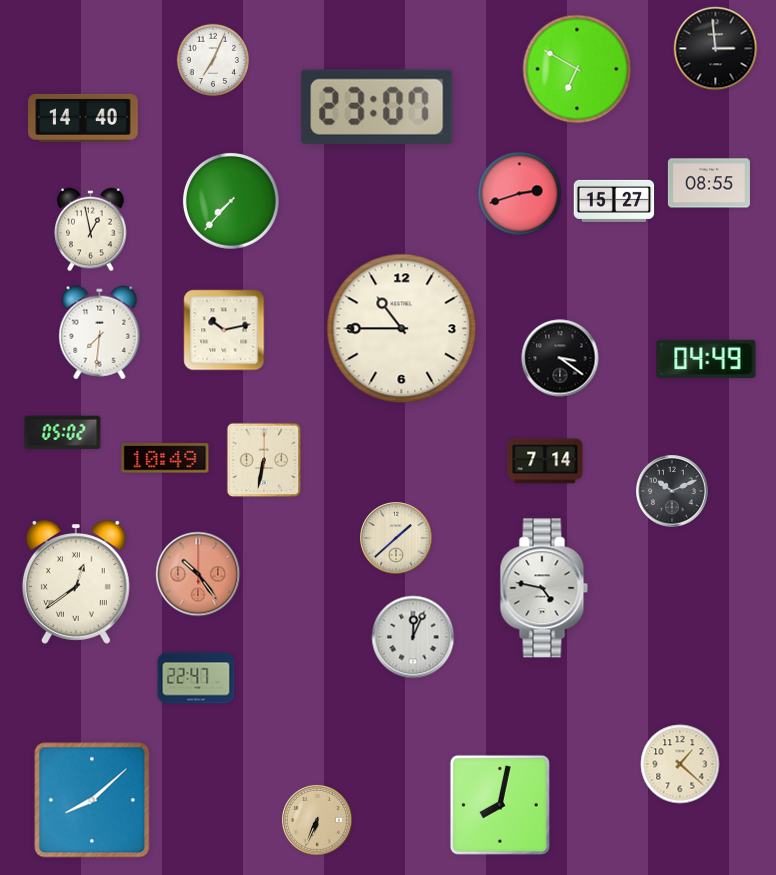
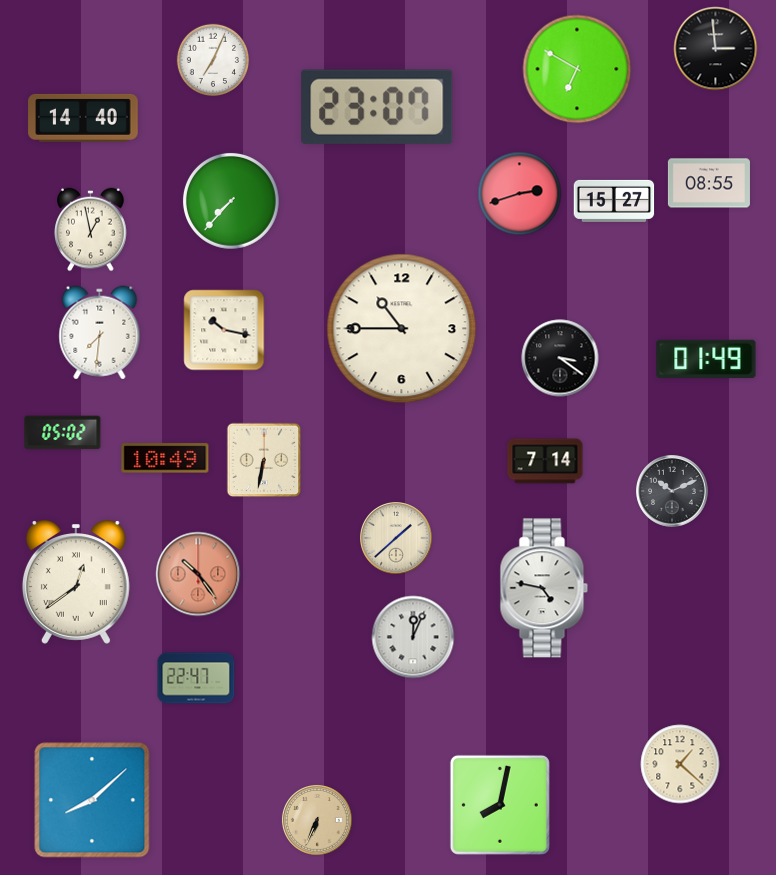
clock at (224, 330): 10:13 -> 10:17
clock at (706, 358): 04:49 -> 01:49
